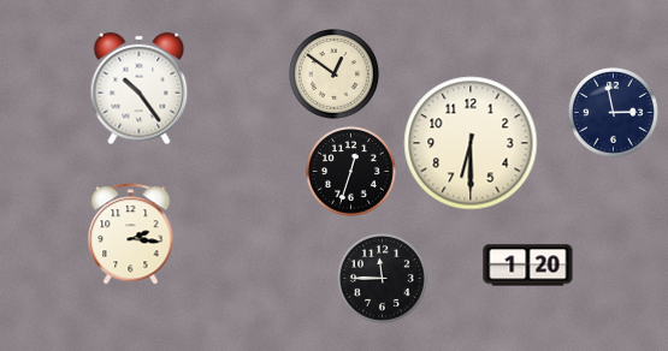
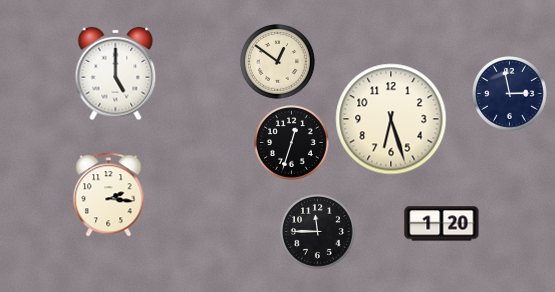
clock at (140, 89): 10:24 -> 5:00
clock at (471, 143): 6:30 -> 6:27
clock at (528, 266) position: (528, 266) -> (442, 224)
